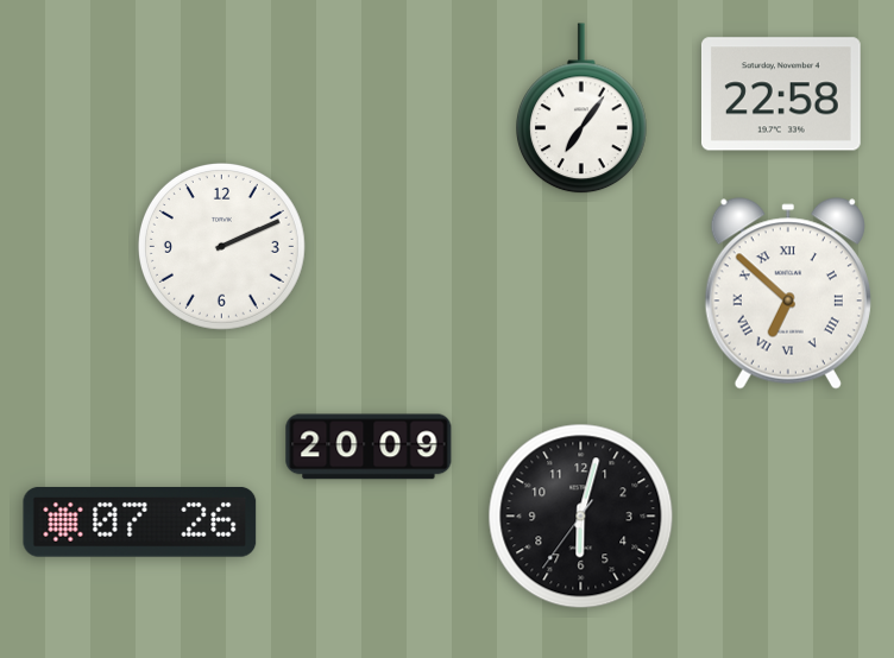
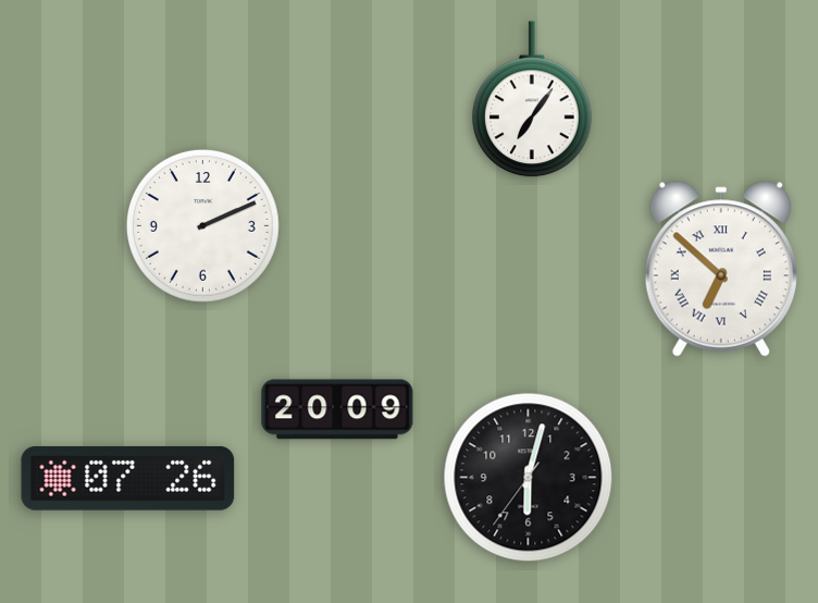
clock at (781, 94): 22:58 -> none
clock at (581, 517) position: (581, 517) -> (529, 478)
